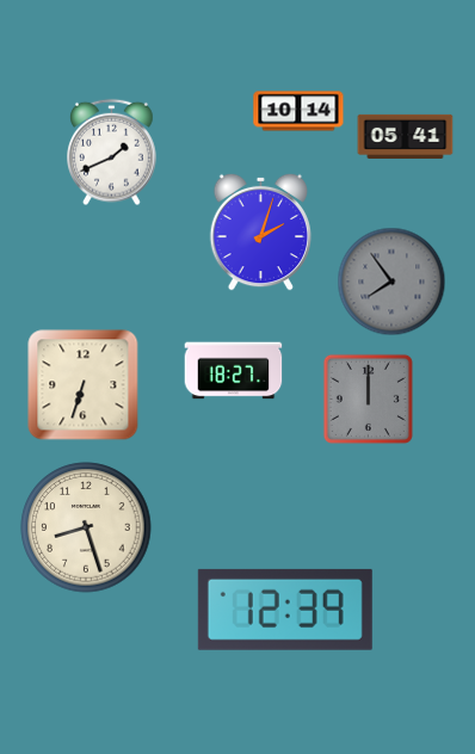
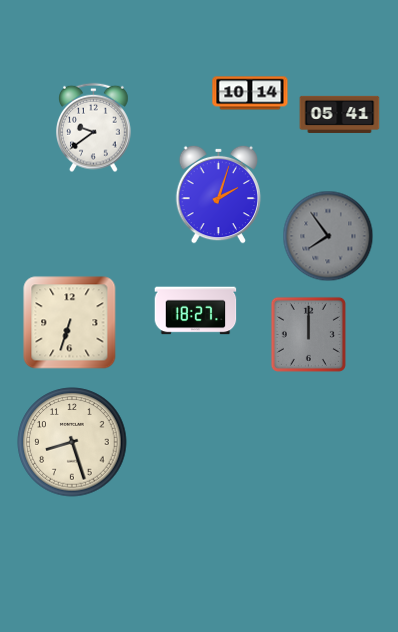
clock at (112, 153): 1:41 -> 9:39
clock at (285, 610): 12:39 -> none
